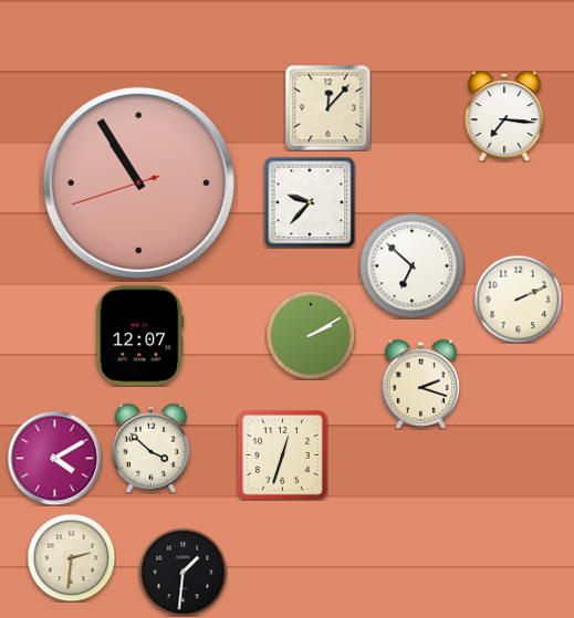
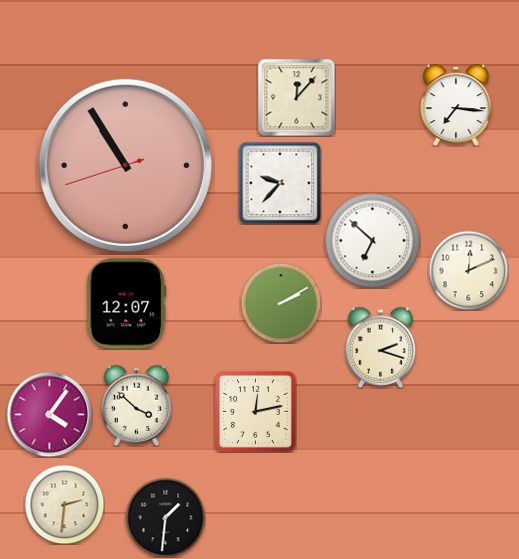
clock at (518, 298): 2:11 -> 12:11
clock at (282, 454): 12:33 -> 12:13
clock at (54, 458): 4:10 -> 4:06
